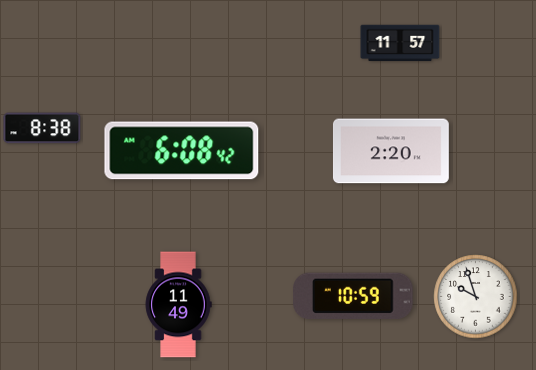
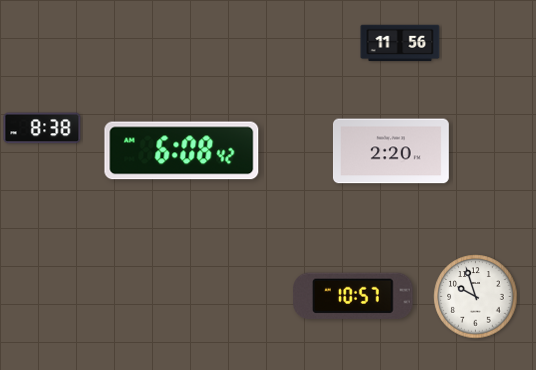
clock at (400, 43): 11:57 -> 11:56
clock at (353, 296): 10:59 -> 10:57
clock at (178, 305): 11:49 -> none
